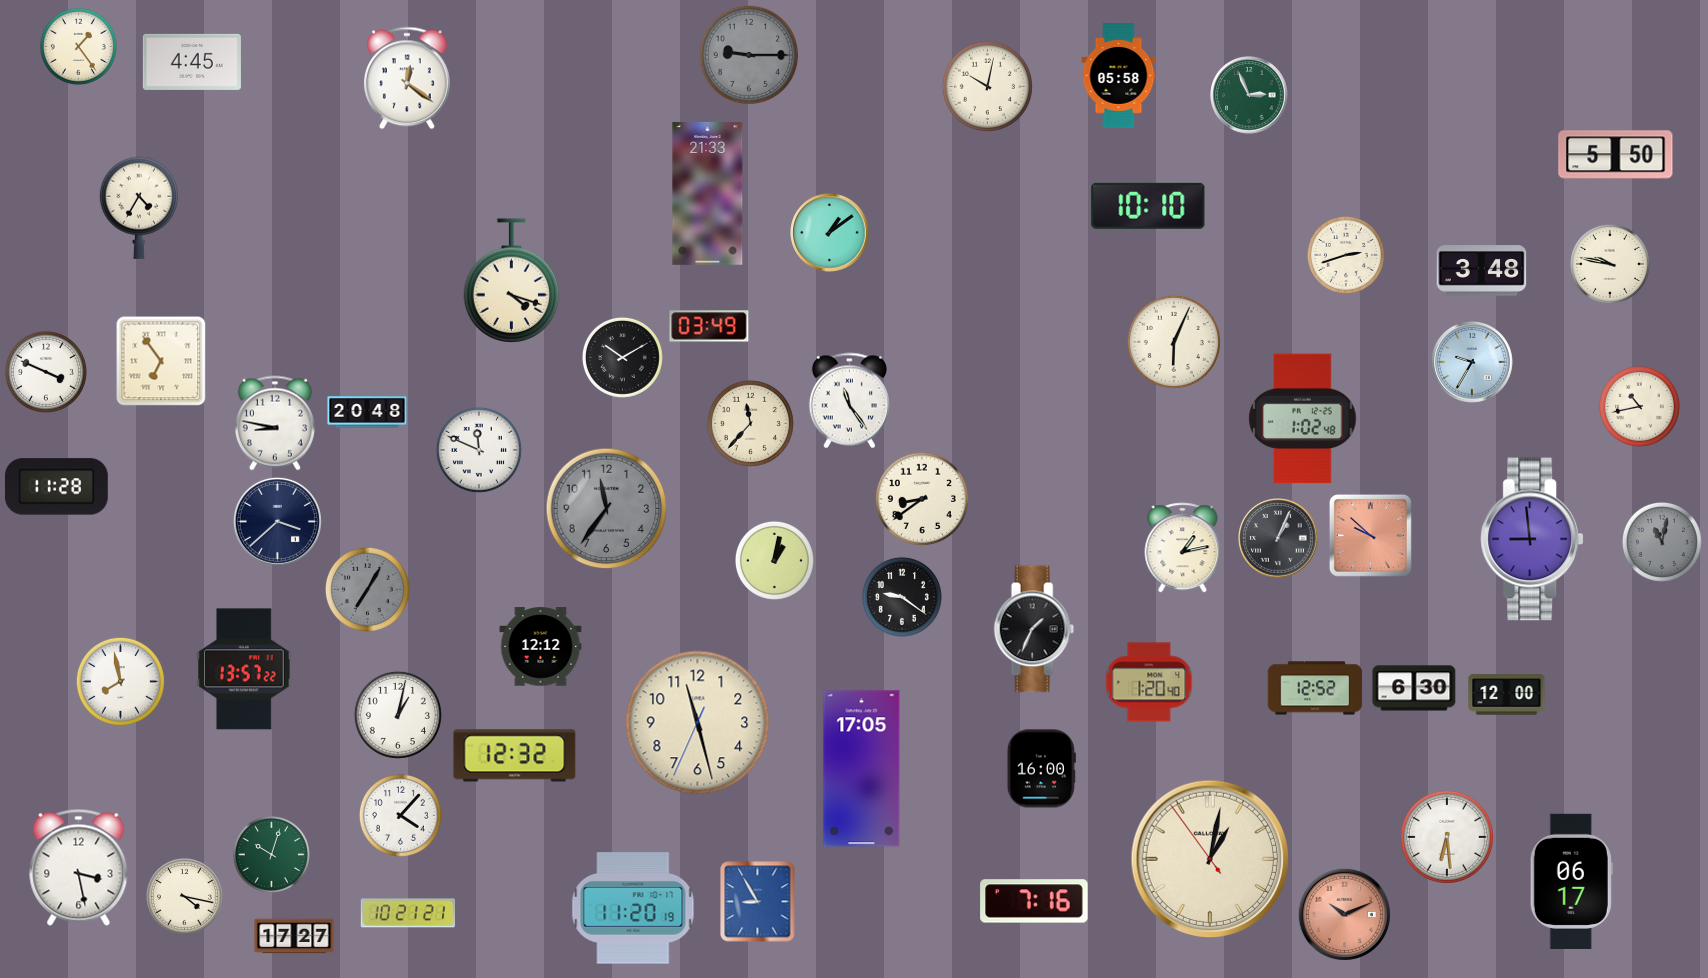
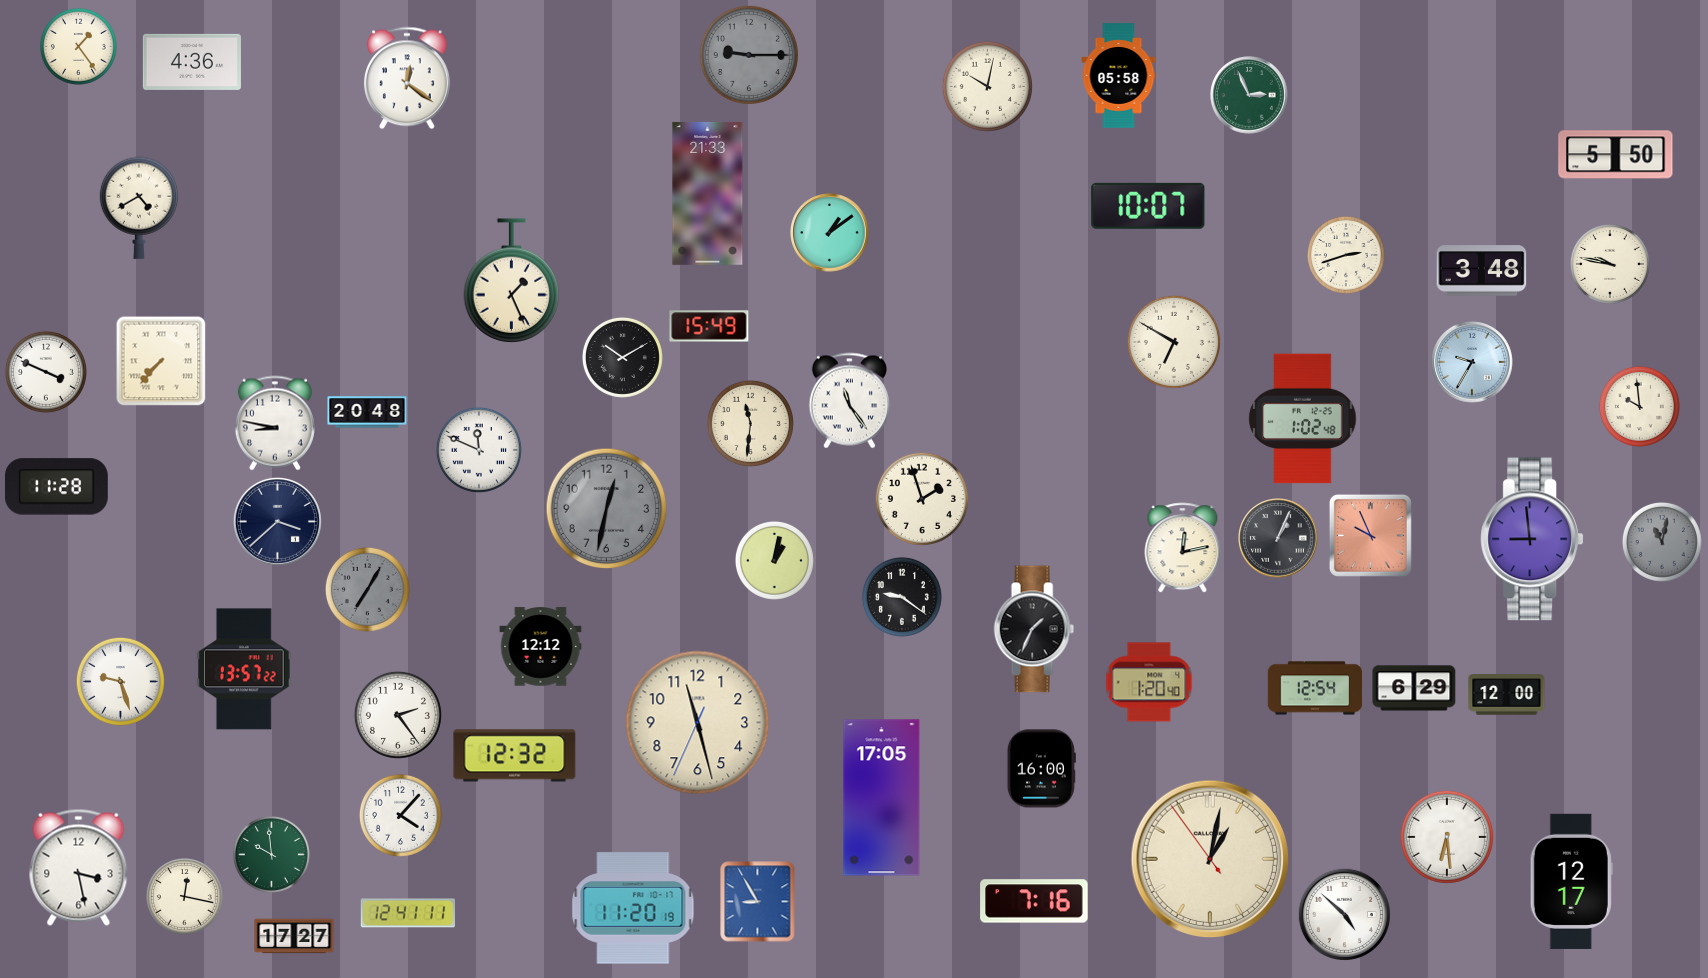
clock at (192, 62): 4:45 -> 4:36
clock at (1148, 206): 10:10 -> 10:07
clock at (139, 208): 4:35 -> 4:40
clock at (512, 281): 4:18 -> 1:26
clock at (709, 326): 03:49 -> 15:49
clock at (1174, 342): 6:04 -> 6:50
clock at (161, 361): 6:54 -> 7:37
clock at (1639, 406): 10:43 -> 9:59
clock at (750, 423): 11:37 -> 11:31
clock at (922, 499): 8:39 -> 1:57
clock at (607, 509): 11:36 -> 12:32
clock at (1370, 535): 9:52 -> 9:56
clock at (1183, 548): 1:13 -> 12:13
clock at (120, 681): 7:58 -> 9:27
clock at (1315, 688): 12:52 -> 12:54
clock at (1414, 688): 6:30 -> 6:29
clock at (398, 715): 1:02 -> 2:24
clock at (862, 769) position: (862, 769) -> (882, 798)
clock at (271, 854): 10:03 -> 9:59
clock at (1571, 881): 06:17 -> 12:17
clock at (184, 896): 4:17 -> 12:17
clock at (407, 913): 10:21 -> 12:41
clock at (1344, 914): 10:11 -> 4:52
clock at (1344, 914) dial: salmon -> white
